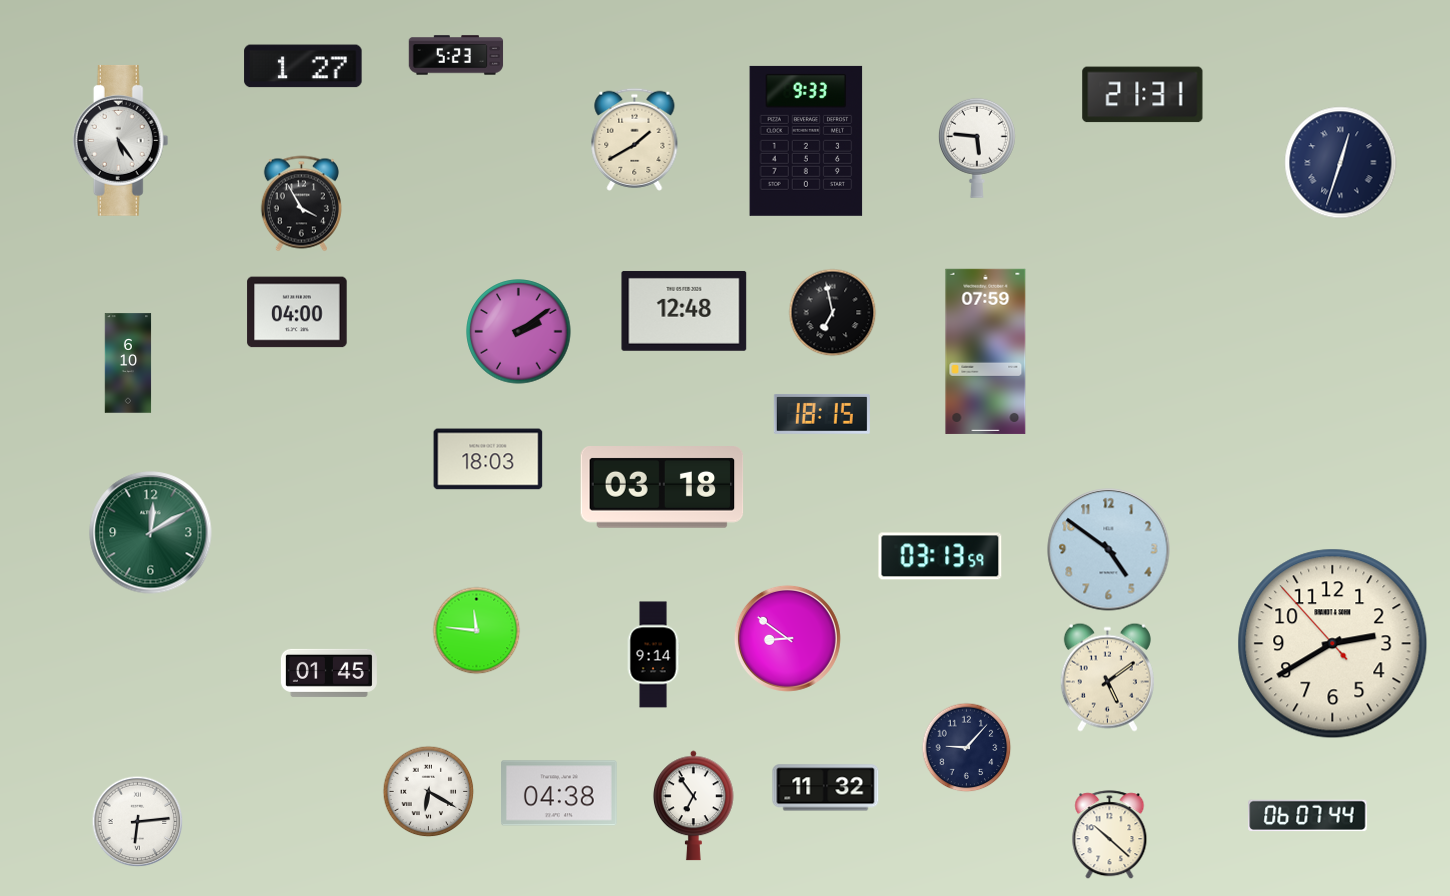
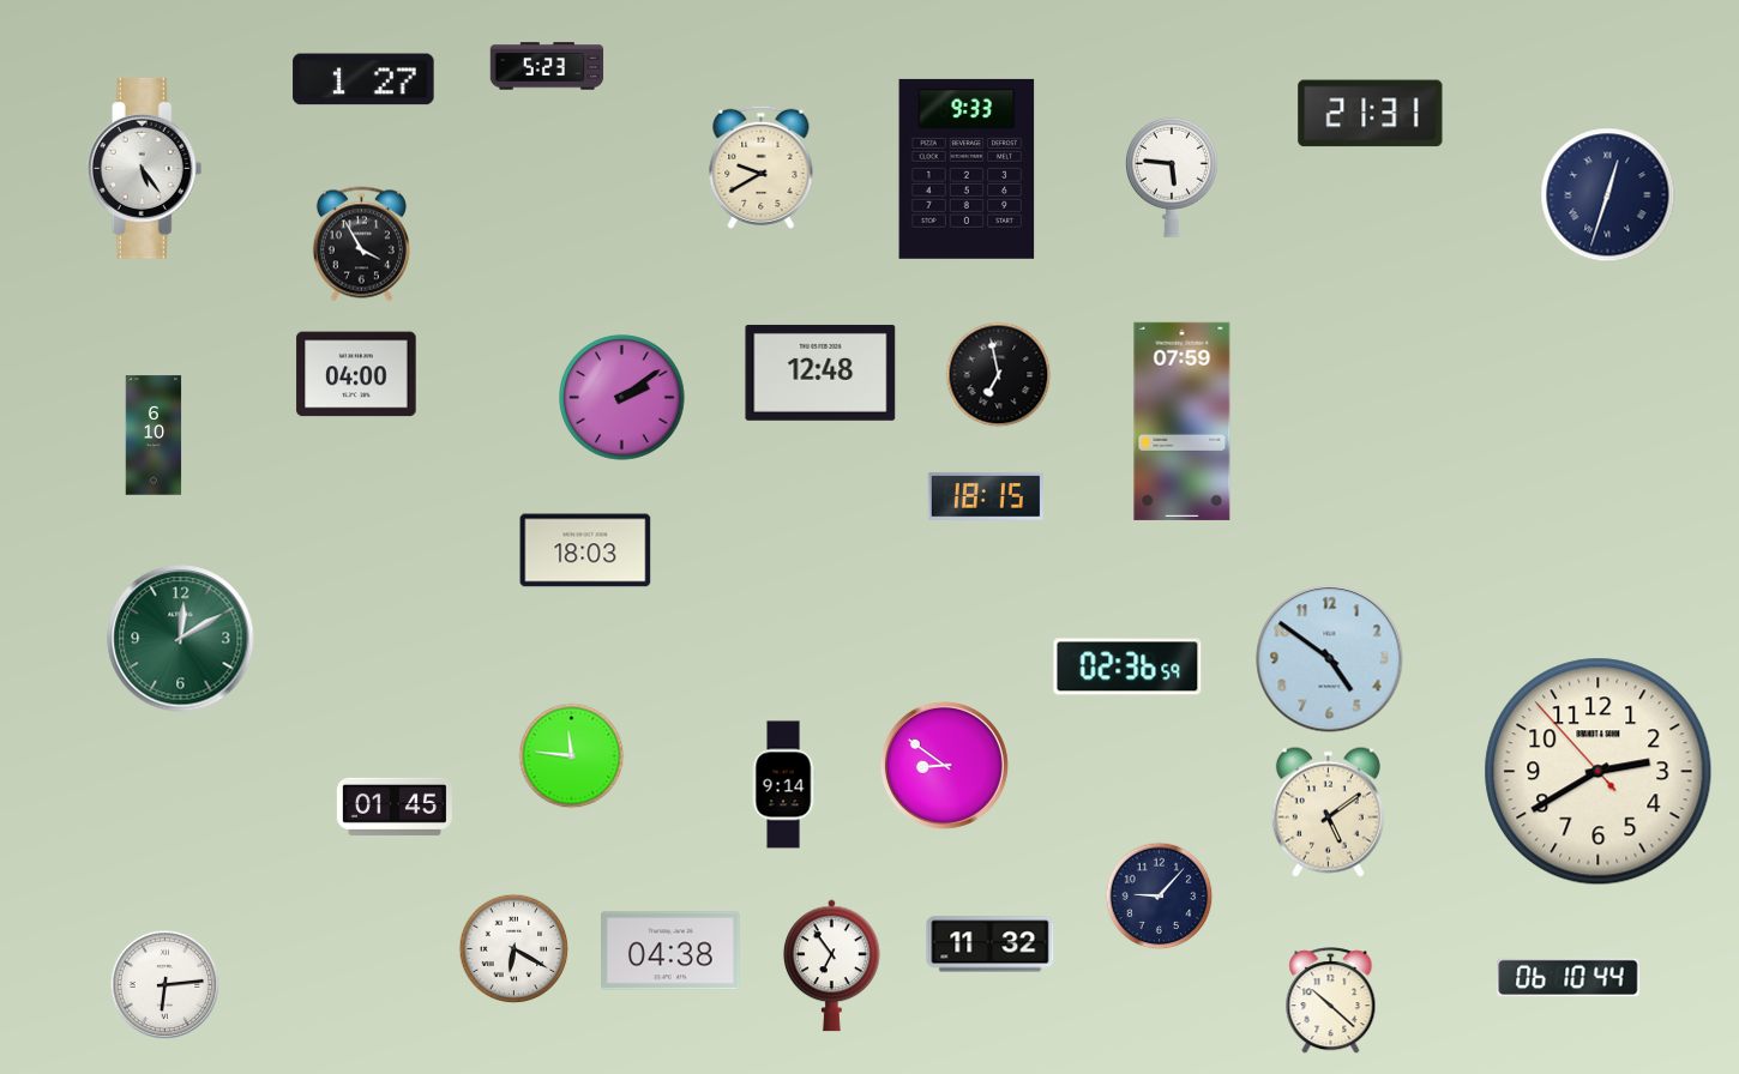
clock at (635, 139): 1:40 -> 9:40
clock at (662, 488): 03:18 -> none
clock at (940, 556): 03:13 -> 02:36
clock at (1308, 816): 06:07 -> 06:10
